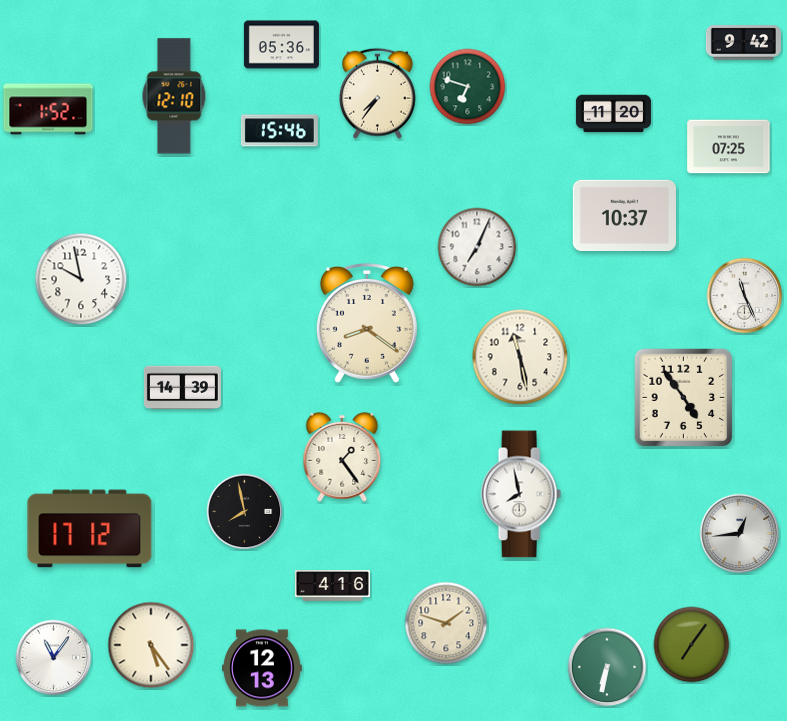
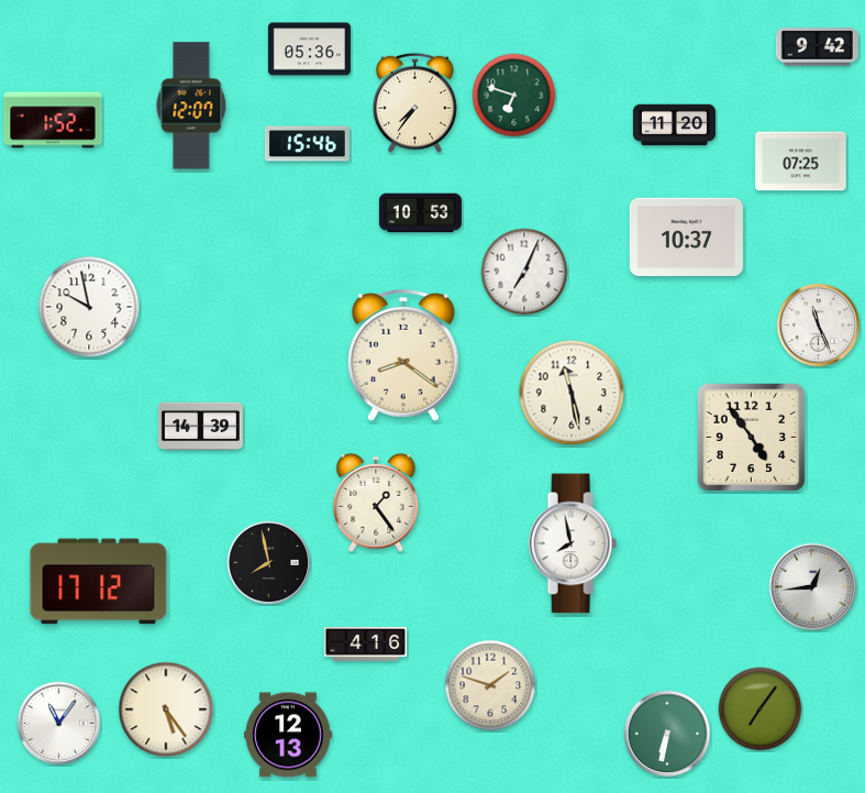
clock at (174, 96): 12:10 -> 12:07
clock at (420, 213): none -> 10:53
